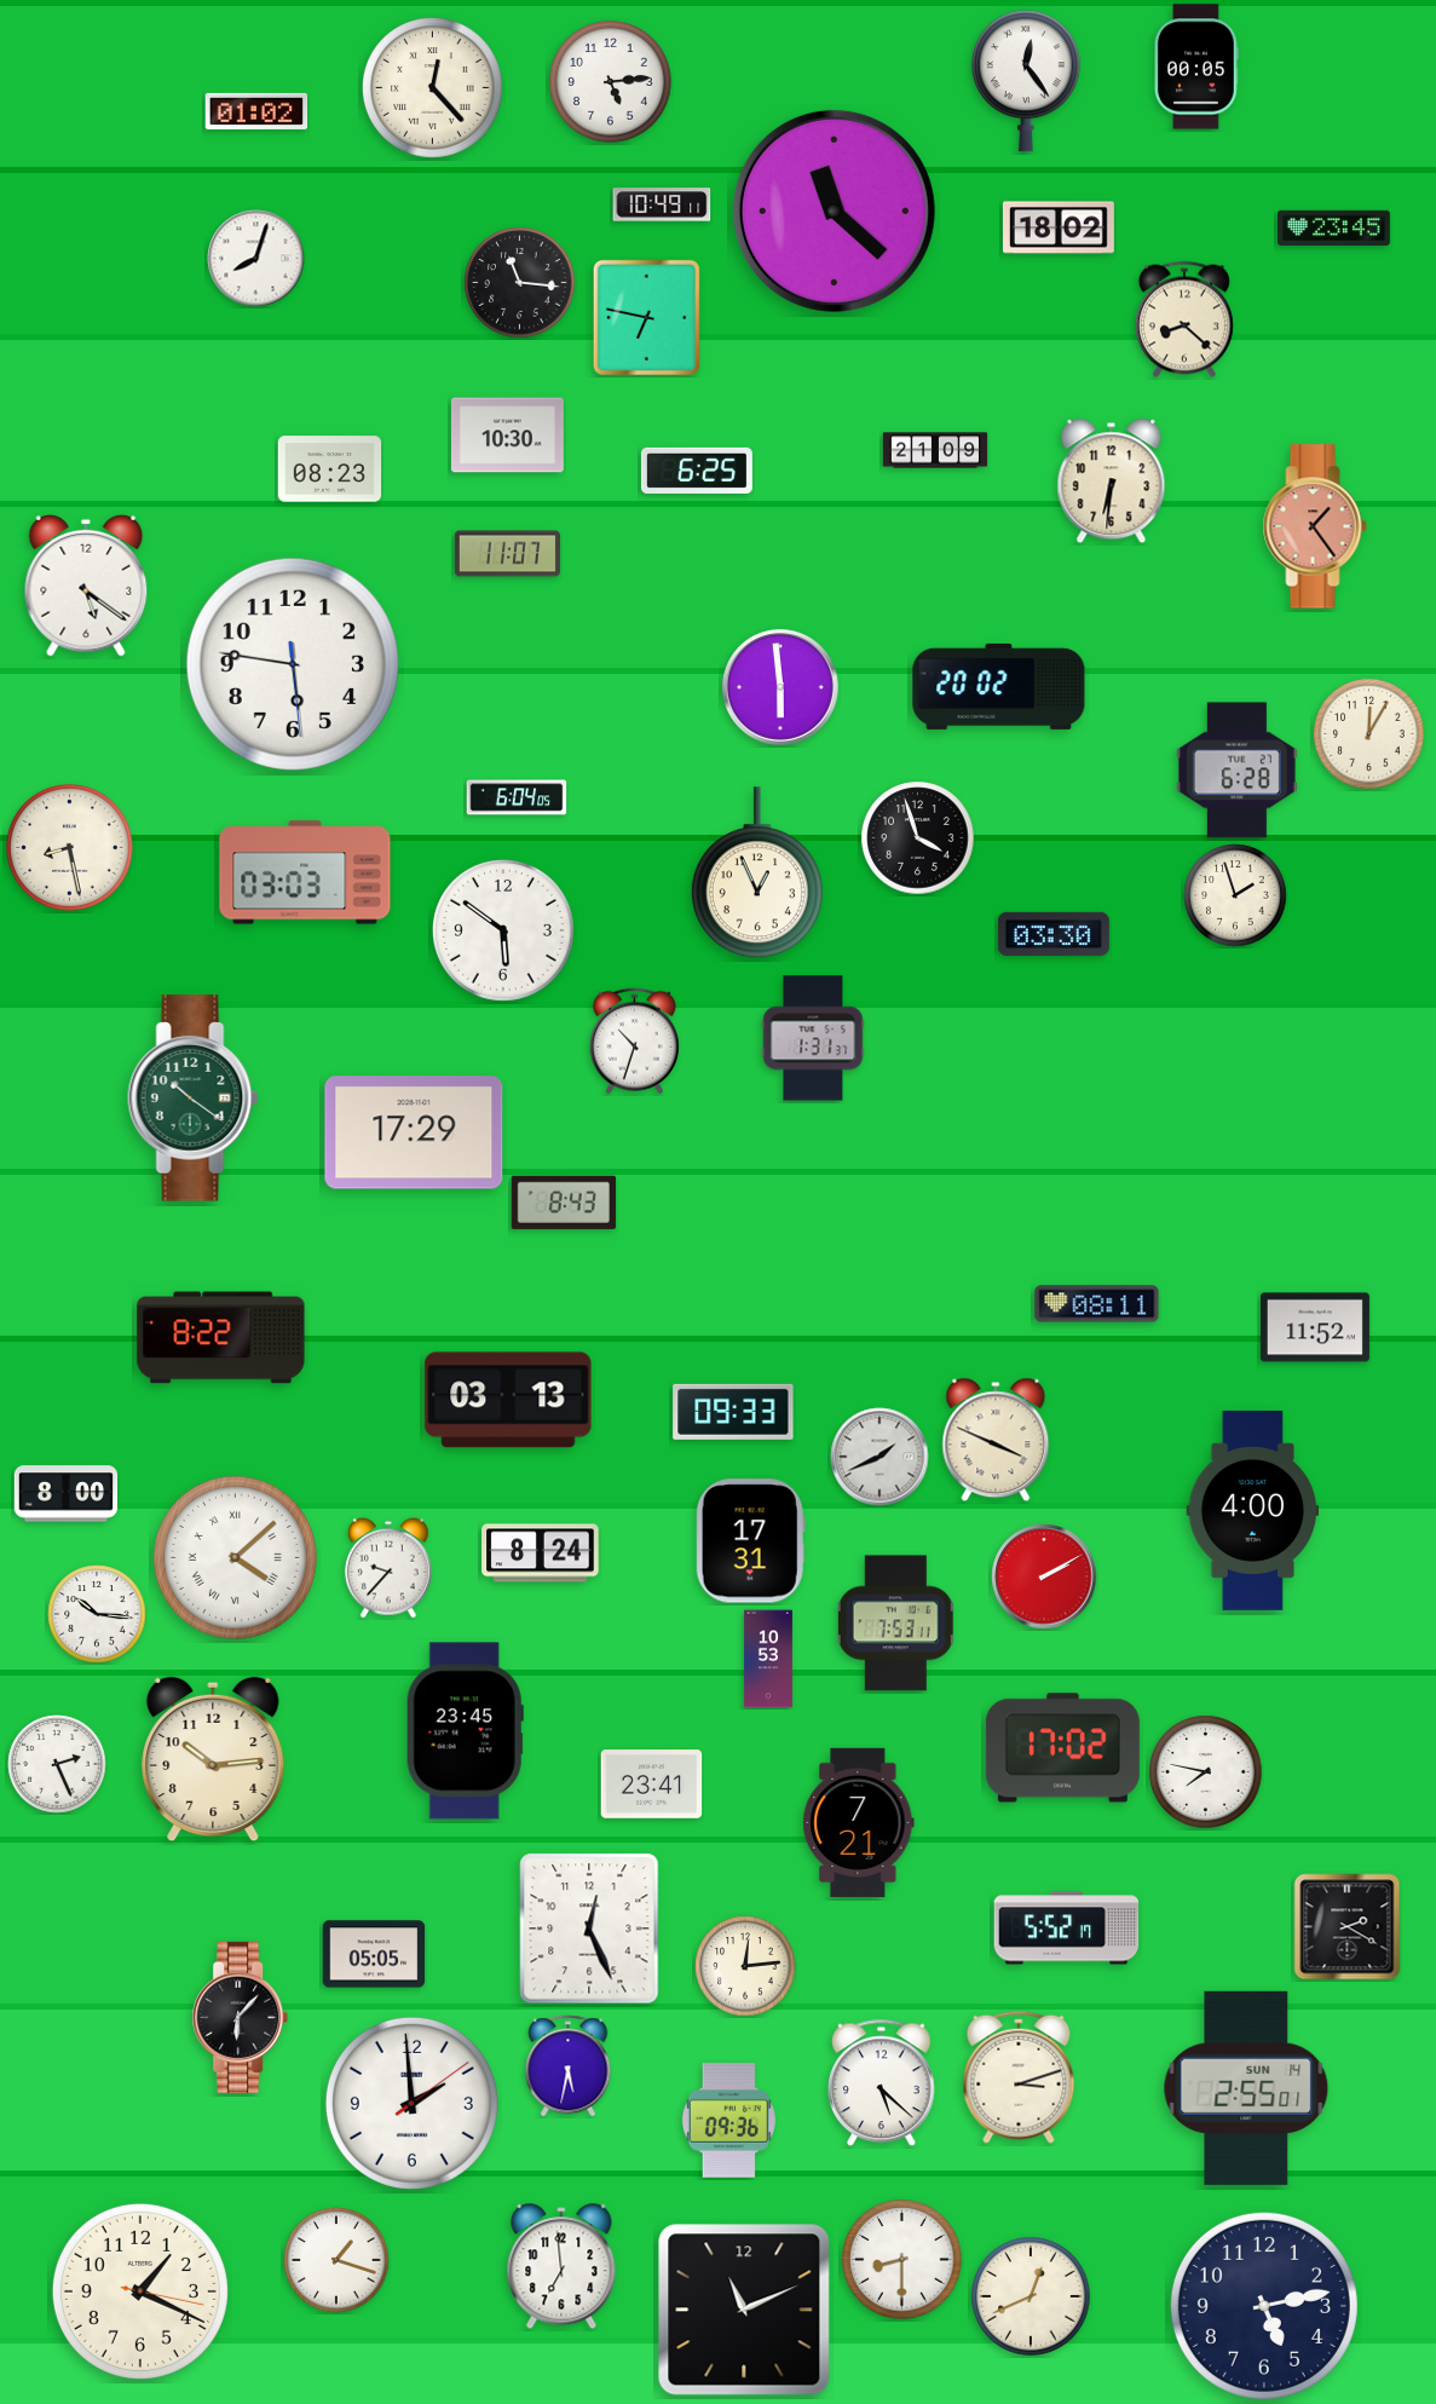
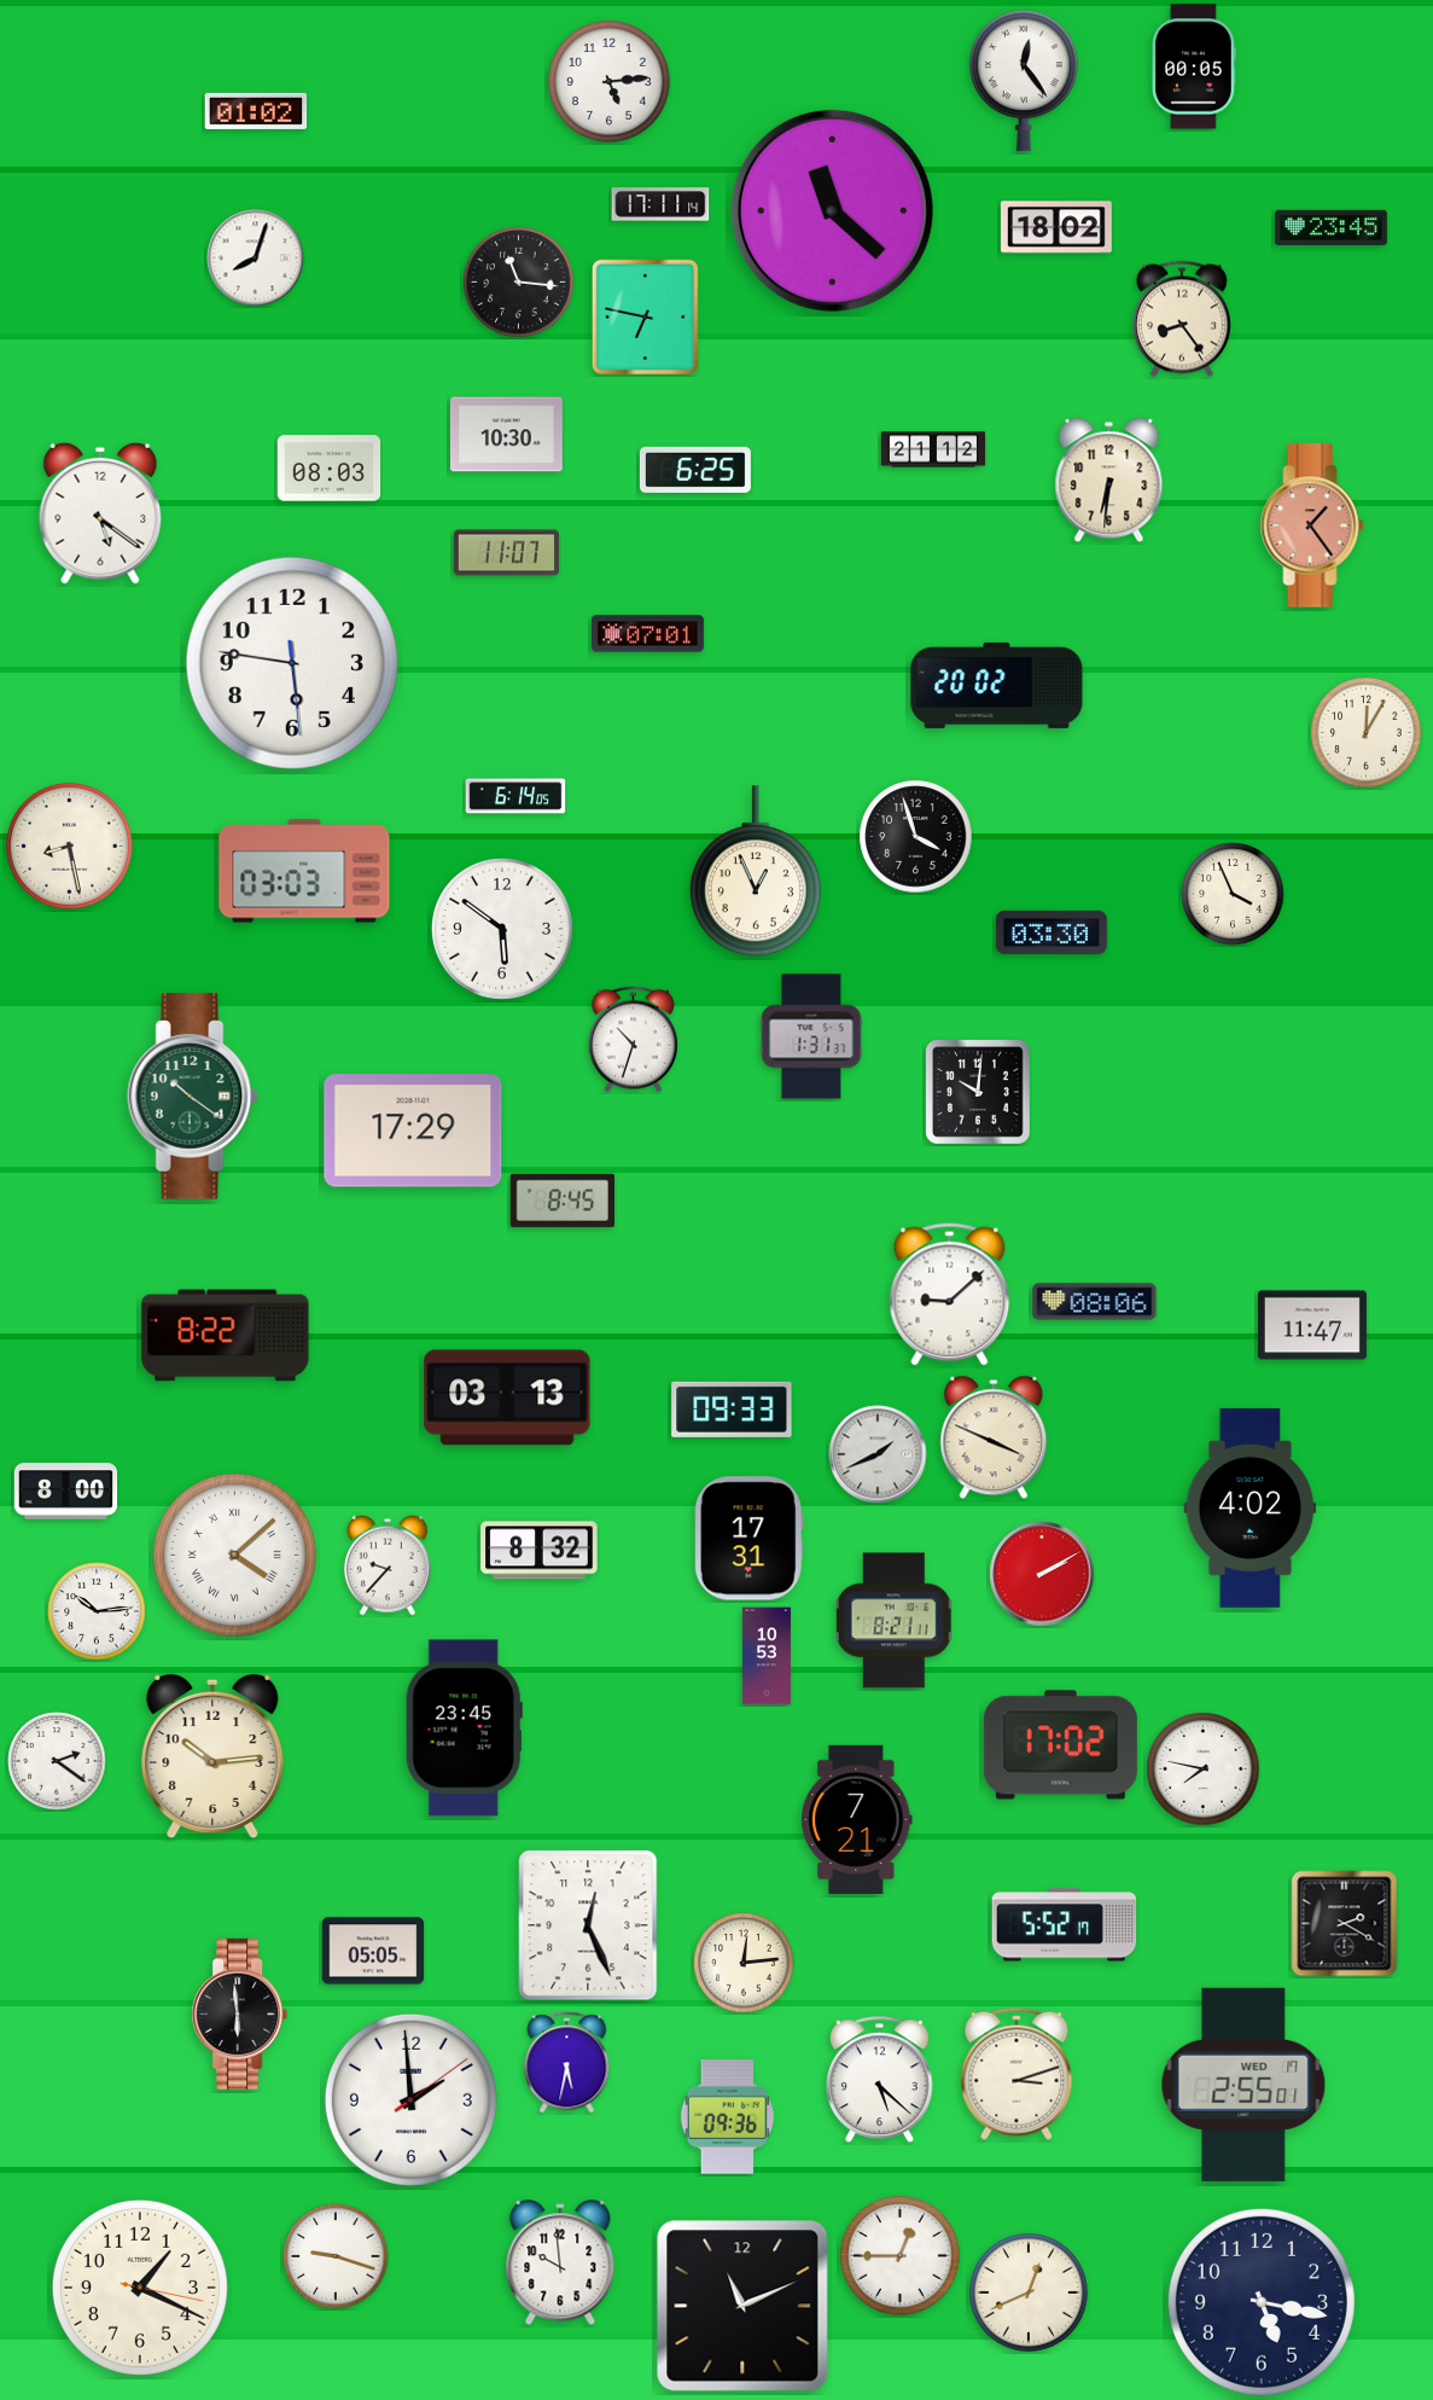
clock at (433, 88): 12:23 -> none
clock at (662, 204): 10:49 -> 17:11
clock at (1184, 319): 8:22 -> 8:24
clock at (935, 450): 21:09 -> 21:12
clock at (330, 469): 08:23 -> 08:03
clock at (86, 586) position: (86, 586) -> (100, 513)
clock at (648, 634): none -> 07:01
clock at (782, 688): 5:59 -> none
clock at (1236, 771): 6:28 -> none
clock at (517, 797): 6:04 -> 6:14
clock at (1235, 895): 1:57 -> 3:56
clock at (978, 1092): none -> 10:01
clock at (564, 1203): 8:43 -> 8:45
clock at (950, 1295): none -> 9:08
clock at (1097, 1304): 08:11 -> 08:06
clock at (1315, 1327): 11:52 -> 11:47
clock at (221, 1338) position: (221, 1338) -> (226, 1336)
clock at (1253, 1510): 4:00 -> 4:02
clock at (541, 1553): 8:24 -> 8:32
clock at (97, 1614): 10:16 -> 10:14
clock at (895, 1624): 7:53 -> 8:21
clock at (57, 1764): 2:26 -> 2:21
clock at (652, 1785): 23:41 -> none
clock at (241, 2017): 6:07 -> 5:59
clock at (1246, 2088) date: SUN 14 -> WED 17
clock at (336, 2260): 1:18 -> 9:18
clock at (902, 2260): 8:30 -> 12:45
clock at (561, 2267): 6:59 -> 9:59
clock at (1264, 2306): 5:13 -> 5:17
